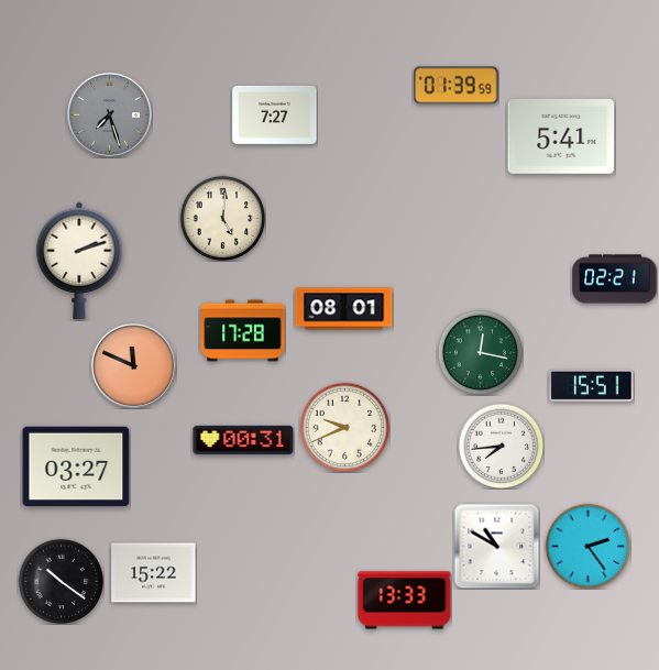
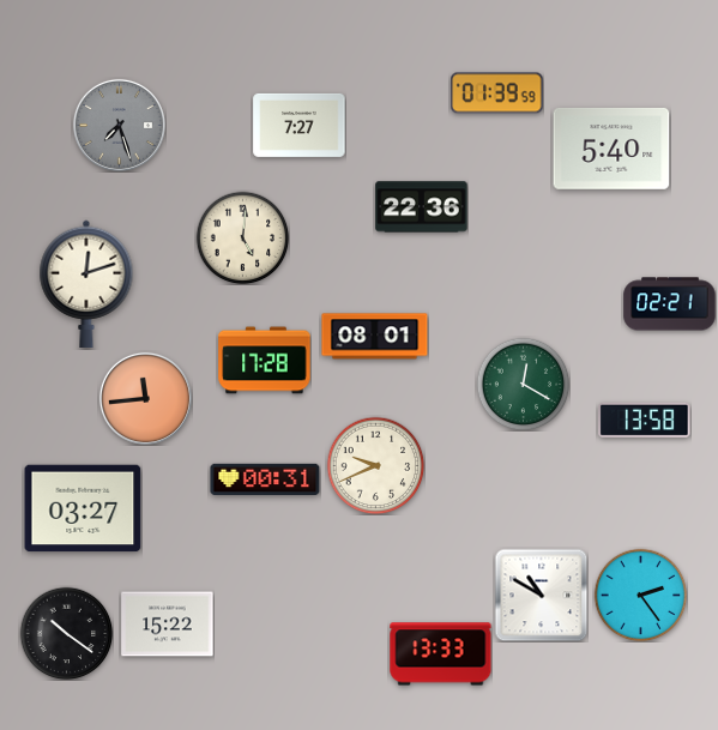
clock at (561, 136): 5:41 -> 5:40
clock at (422, 207): none -> 22:36
clock at (79, 260): 2:12 -> 12:12
clock at (480, 352): 12:17 -> 12:20
clock at (133, 365): 11:49 -> 11:44
clock at (592, 385): 15:51 -> 13:58
clock at (501, 446): 7:44 -> none
